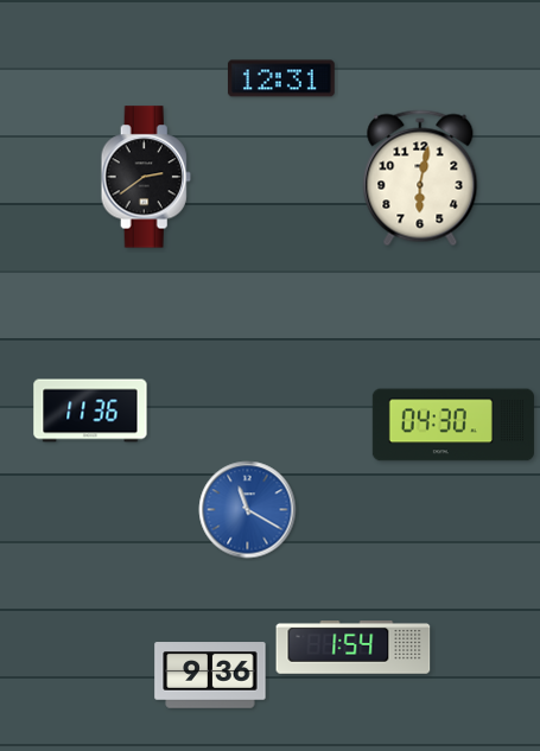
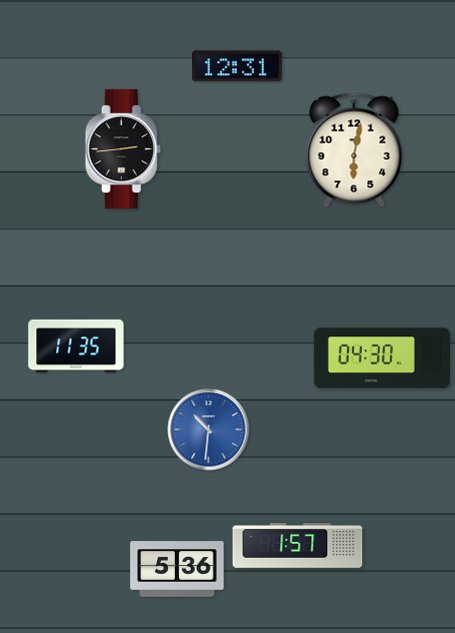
clock at (146, 177): 2:39 -> 2:44
clock at (90, 410): 11:36 -> 11:35
clock at (248, 510): 11:20 -> 10:31
clock at (354, 648): 1:54 -> 1:57
clock at (210, 675): 9:36 -> 5:36
